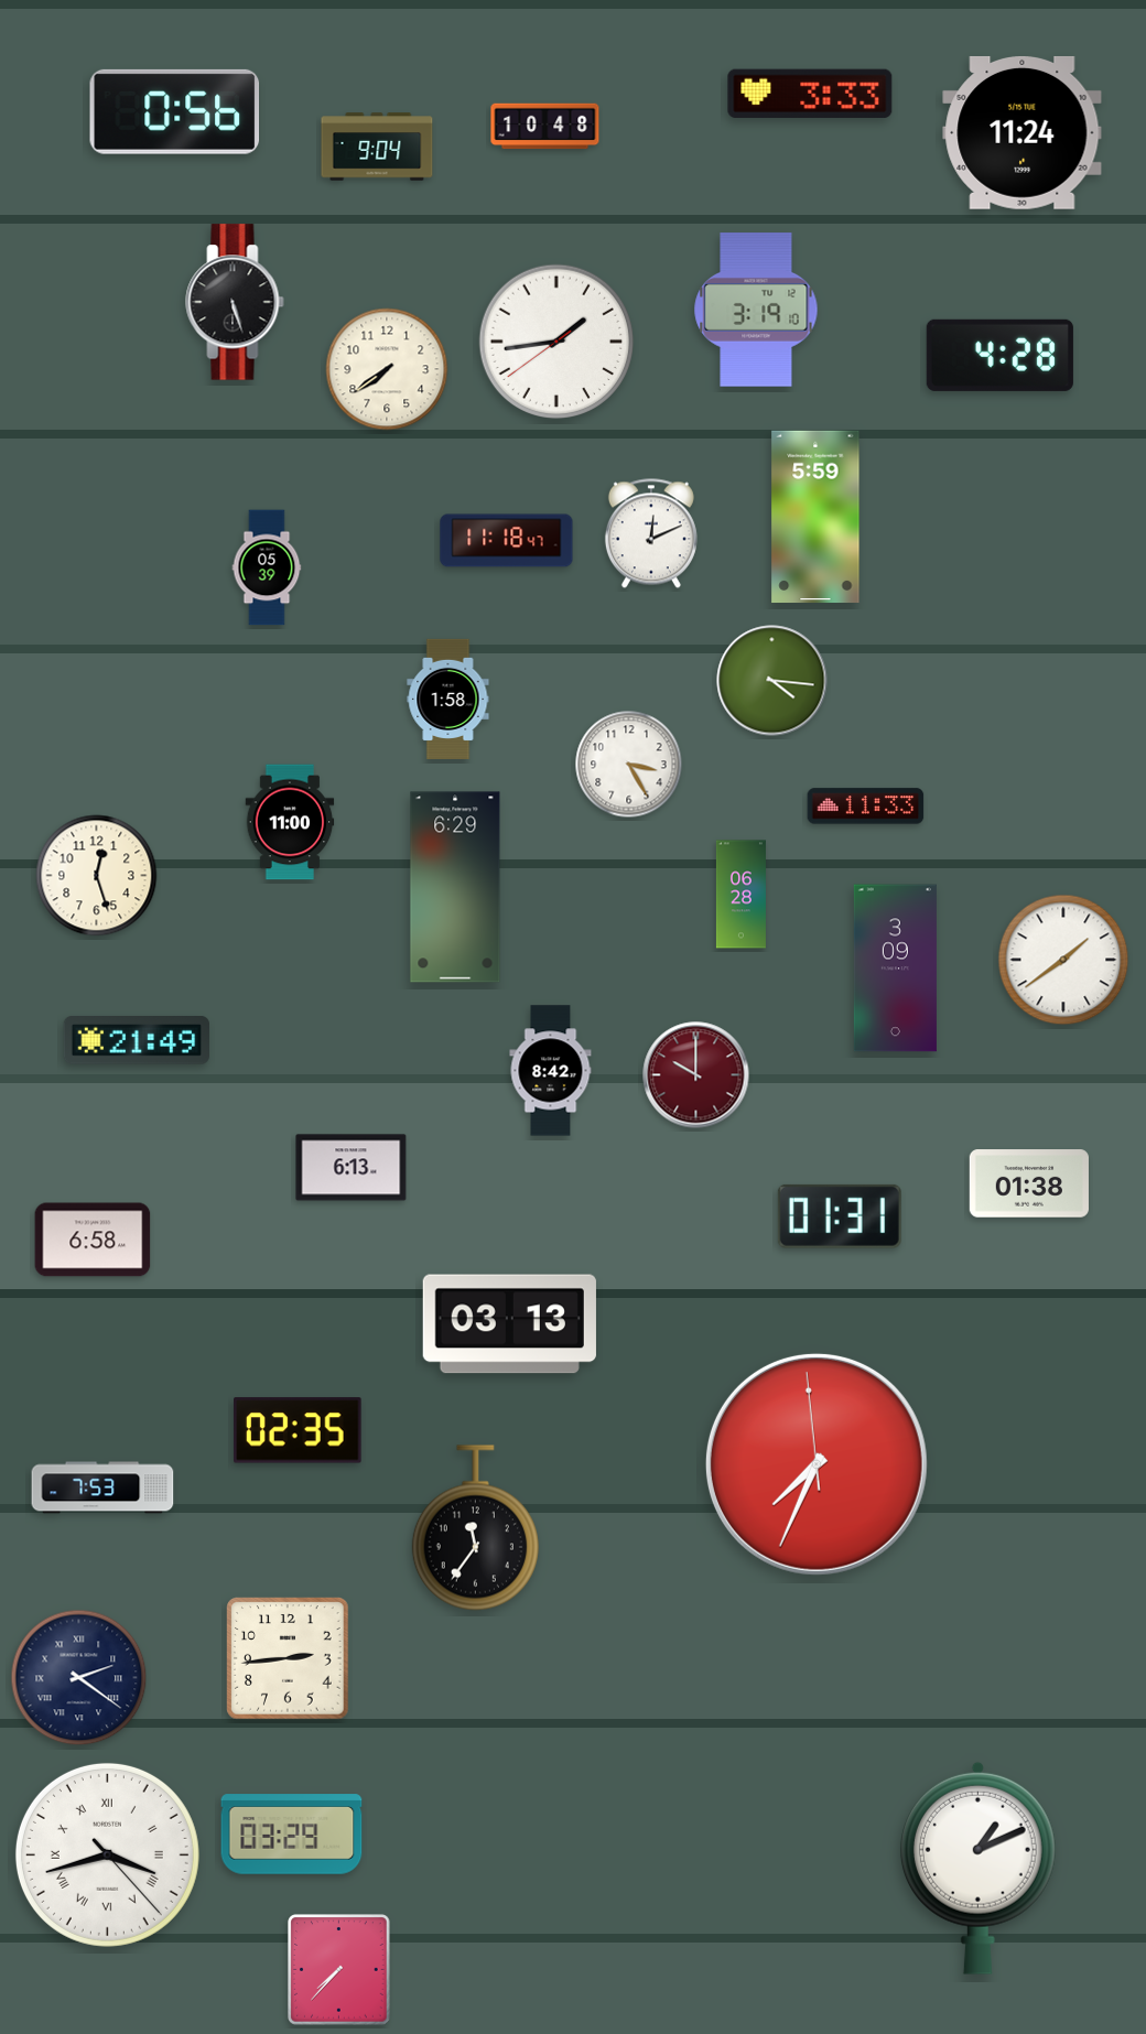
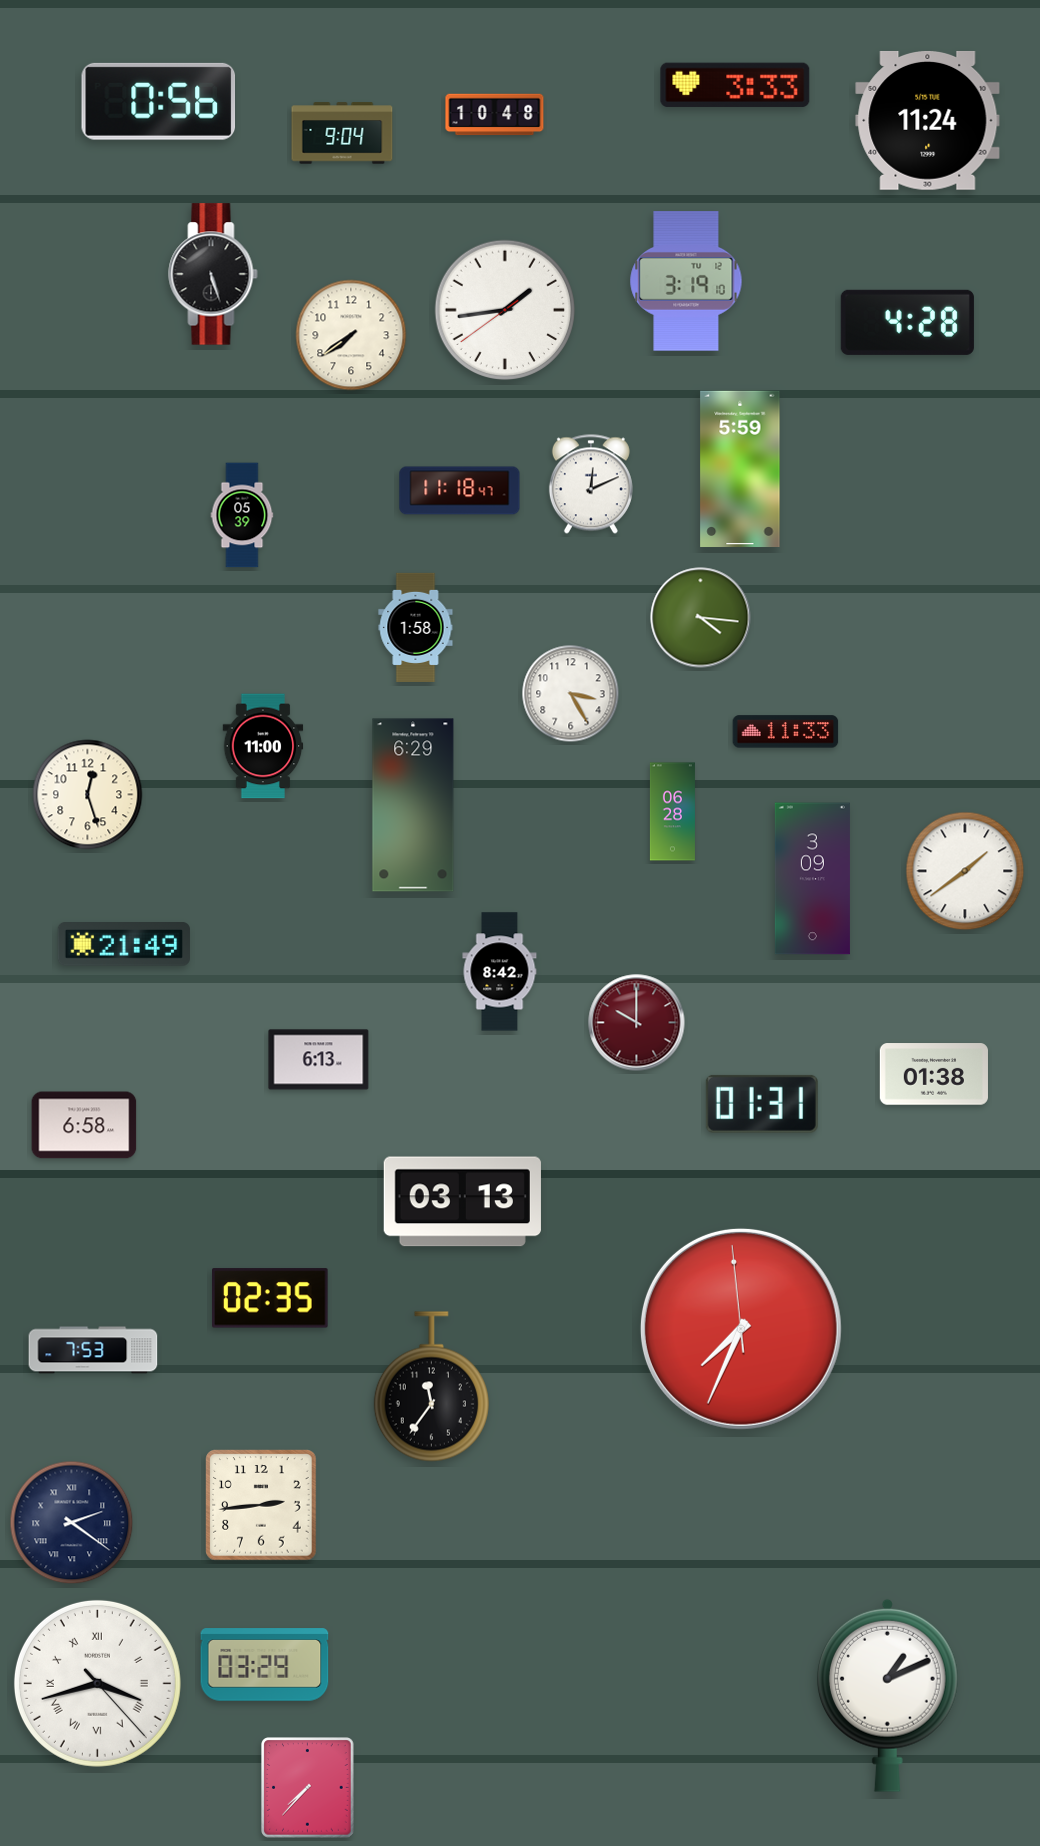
clock at (448, 699) position: (448, 699) -> (416, 627)
clock at (696, 1075) position: (696, 1075) -> (637, 1023)
